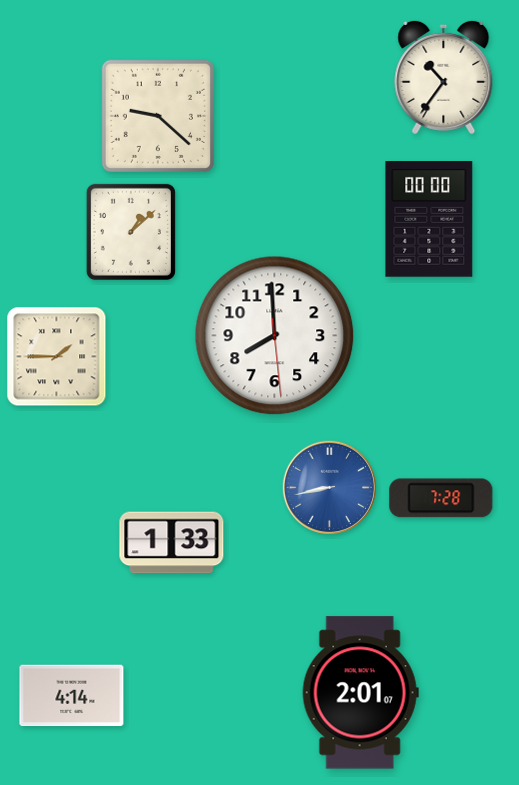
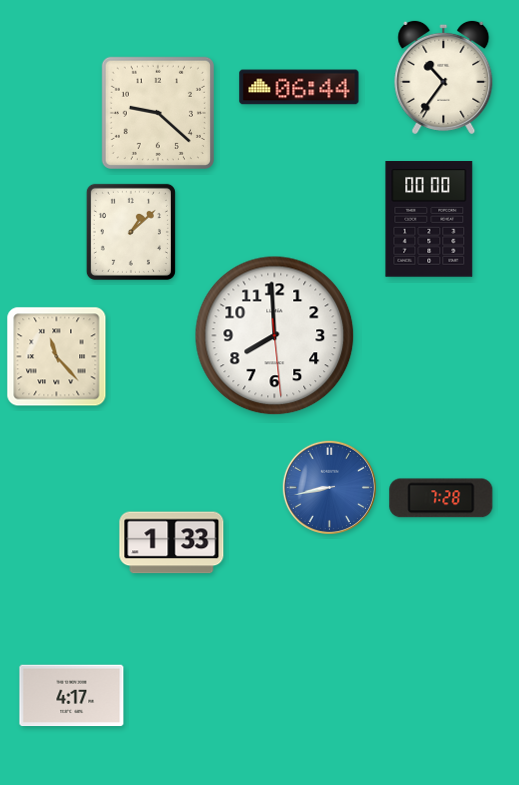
clock at (299, 87): none -> 06:44
clock at (158, 116) position: (158, 116) -> (158, 113)
clock at (57, 357): 1:45 -> 11:23
clock at (360, 693): 2:01 -> none
clock at (72, 696): 4:14 -> 4:17
